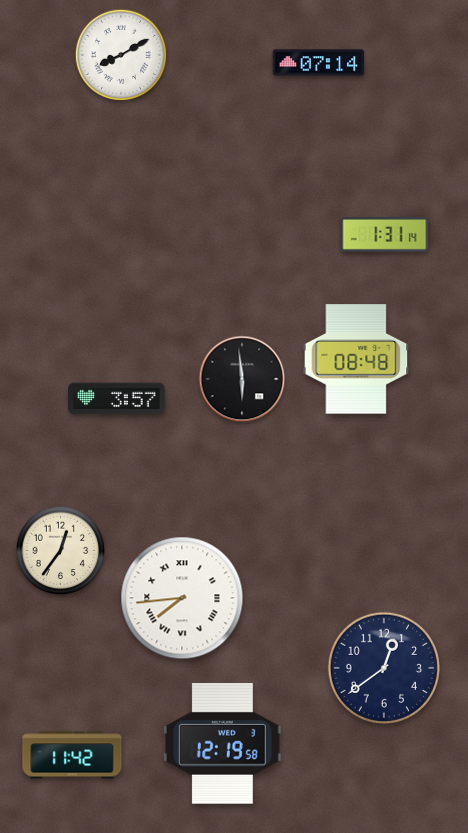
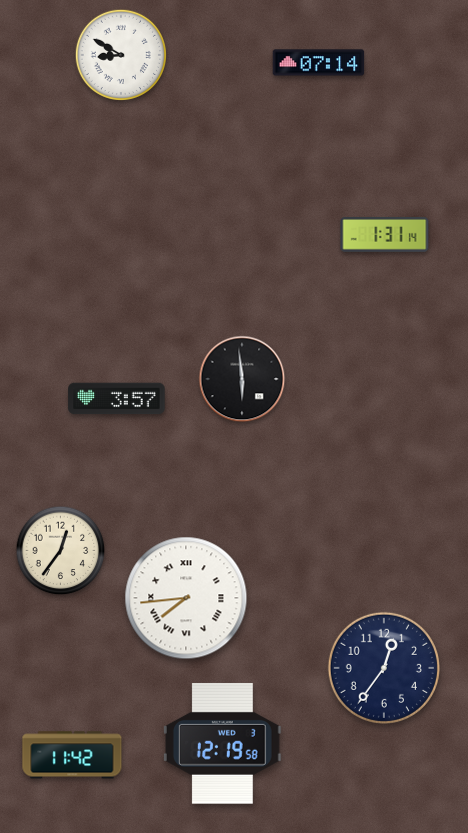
clock at (120, 54): 8:10 -> 8:50
clock at (356, 359): 08:48 -> none
clock at (182, 598) position: (182, 598) -> (186, 598)
clock at (384, 668): 12:39 -> 12:36
